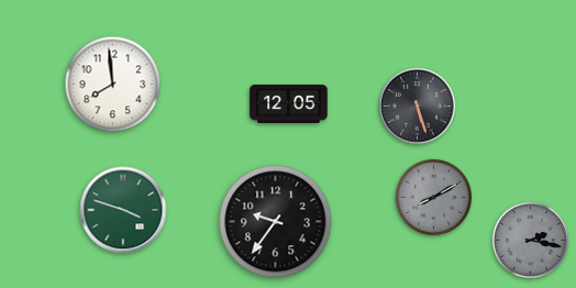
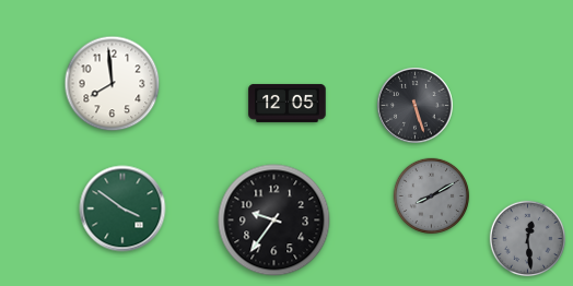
clock at (123, 210): 3:48 -> 3:51
clock at (531, 241): 2:17 -> 12:29
